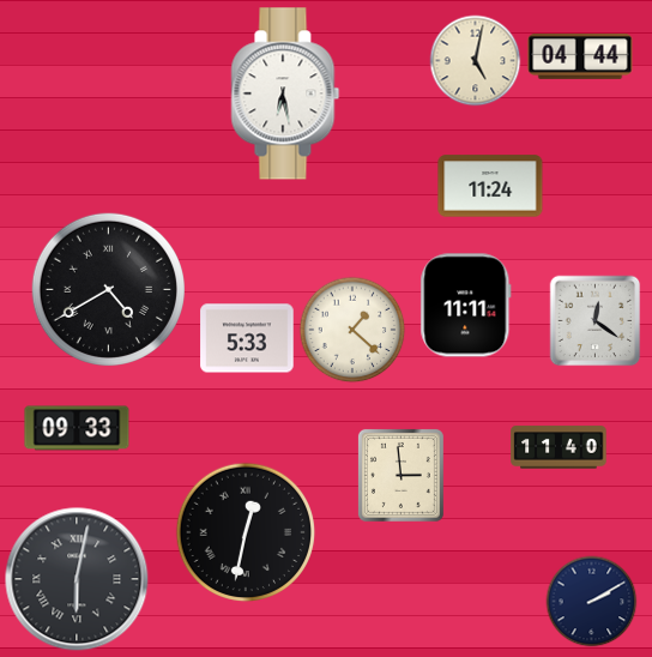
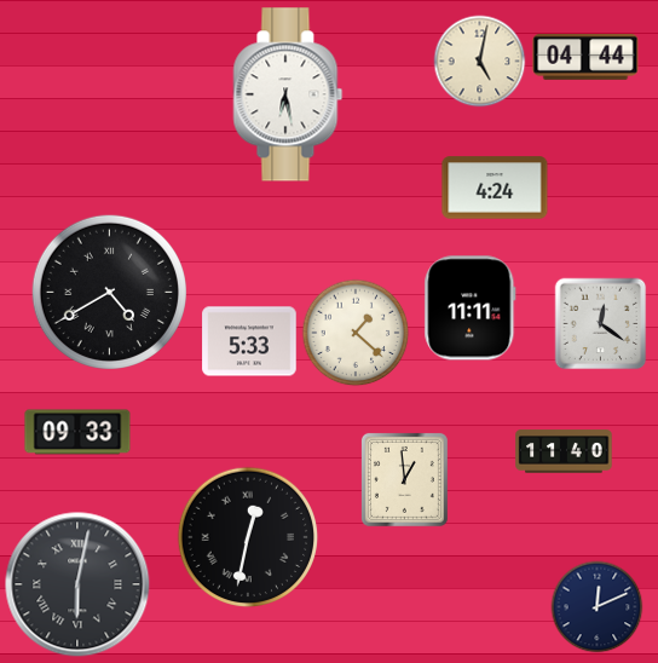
clock at (490, 186): 11:24 -> 4:24
clock at (400, 475): 2:59 -> 12:59
clock at (592, 602): 2:10 -> 12:11
